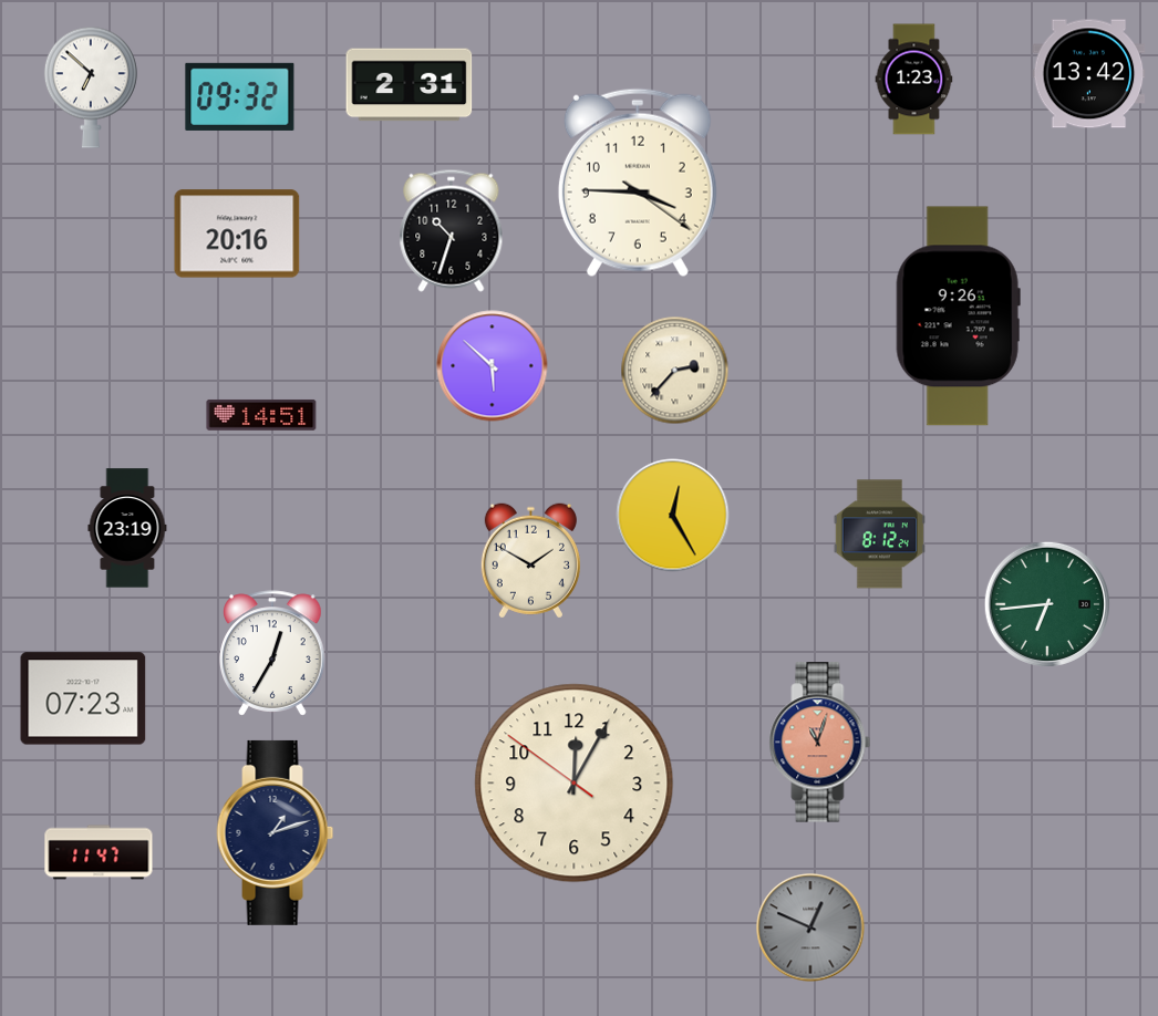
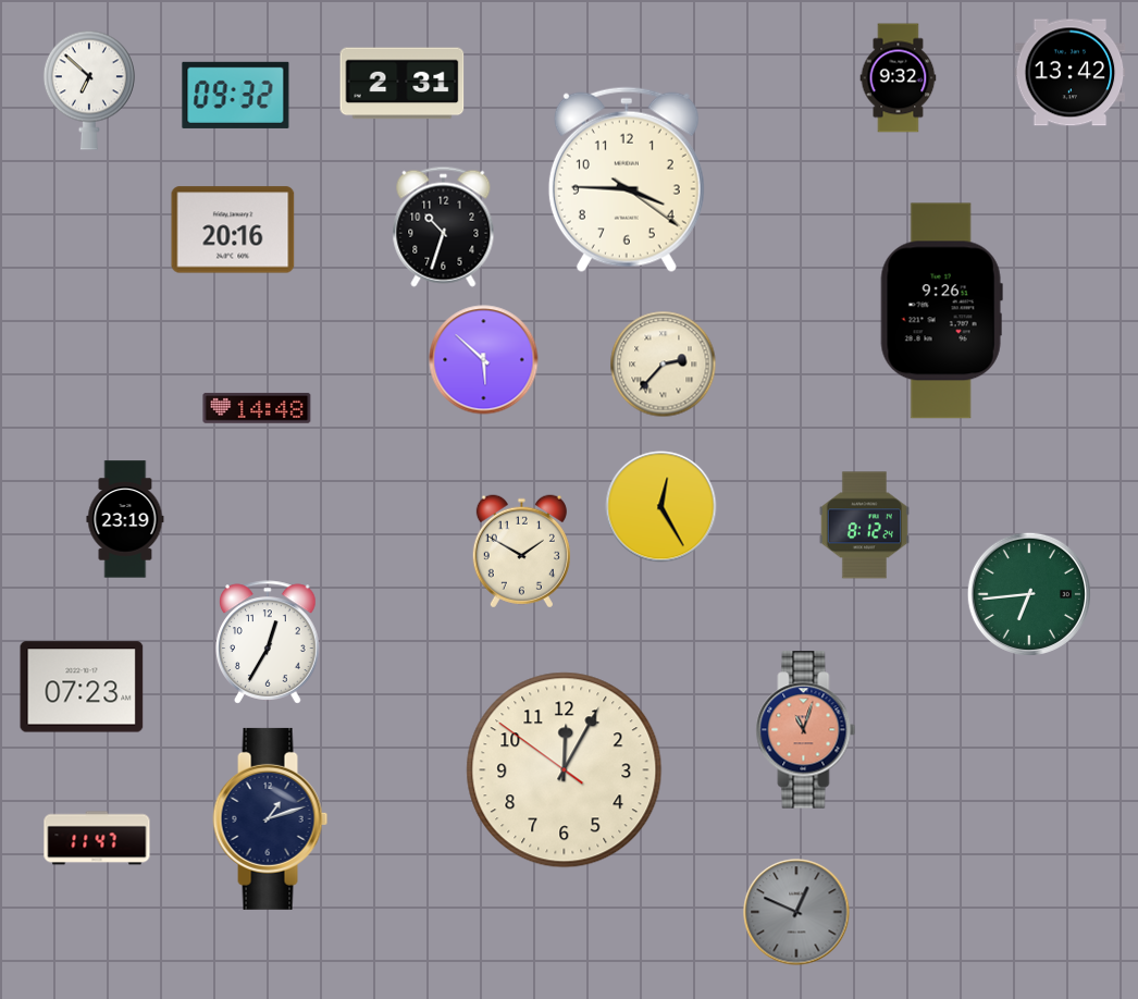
clock at (914, 80): 1:23 -> 9:32
clock at (91, 87) position: (91, 87) -> (89, 90)
clock at (261, 415): 14:51 -> 14:48
